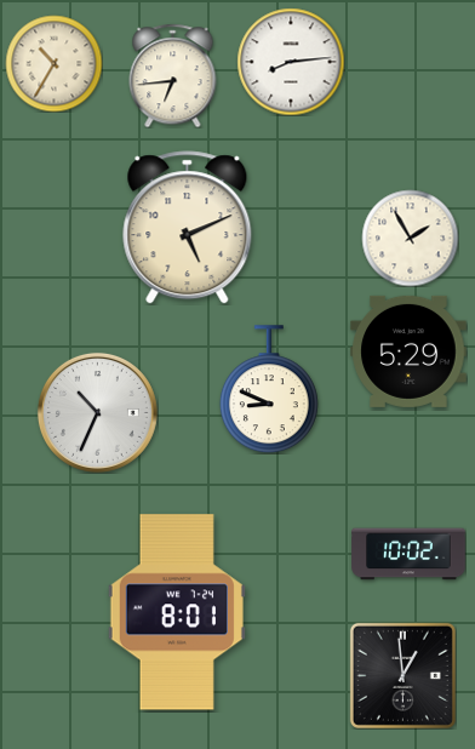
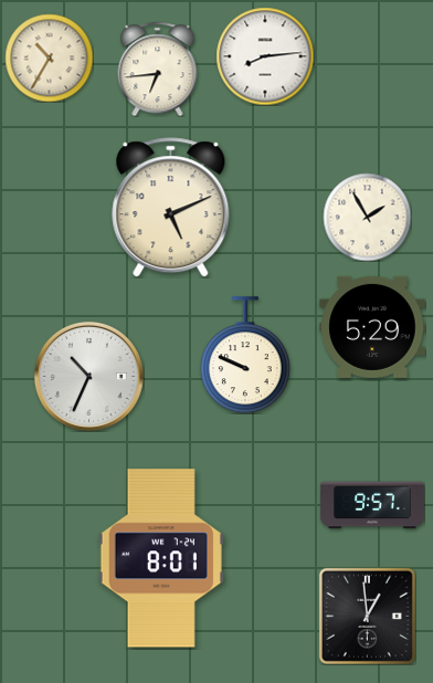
clock at (410, 238) position: (410, 238) -> (367, 217)
clock at (408, 351) position: (408, 351) -> (372, 327)
clock at (269, 389): 8:49 -> 9:49
clock at (408, 554): 10:02 -> 9:57
